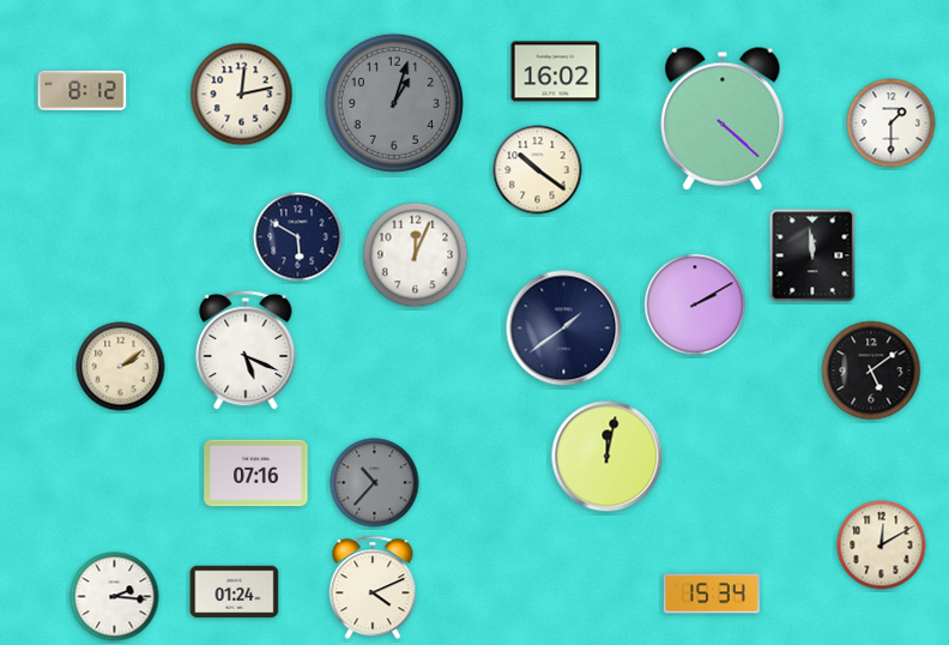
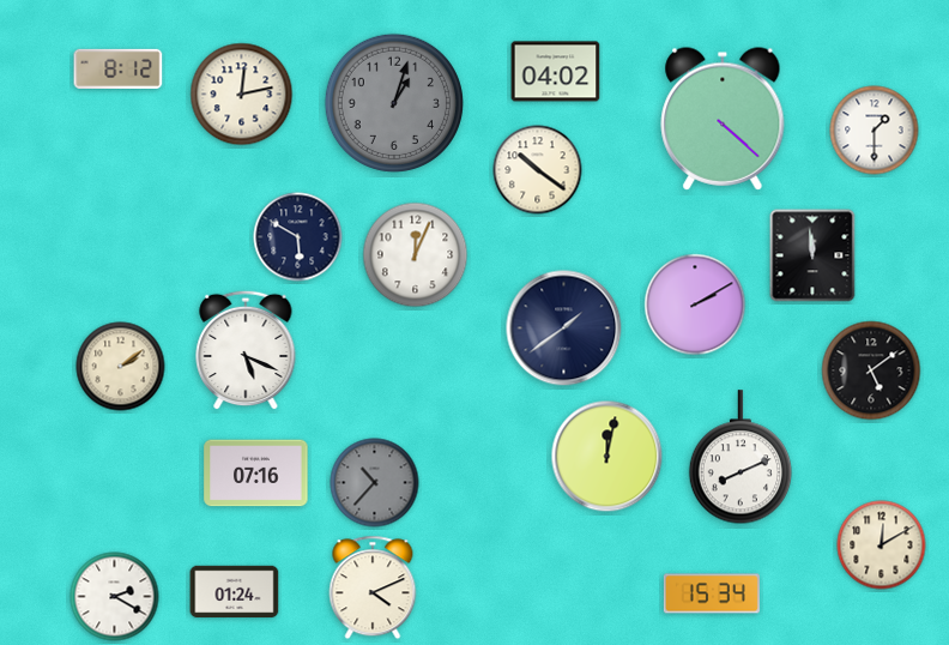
clock at (556, 72): 16:02 -> 04:02
clock at (83, 90) position: (83, 90) -> (119, 68)
clock at (891, 123) position: (891, 123) -> (875, 131)
clock at (739, 458): none -> 8:11
clock at (115, 597): 2:16 -> 2:20
